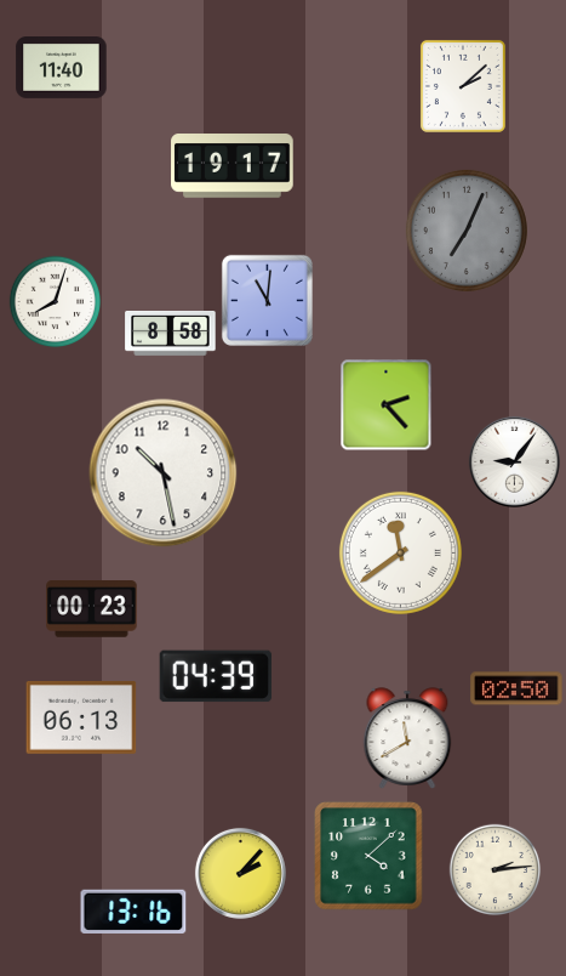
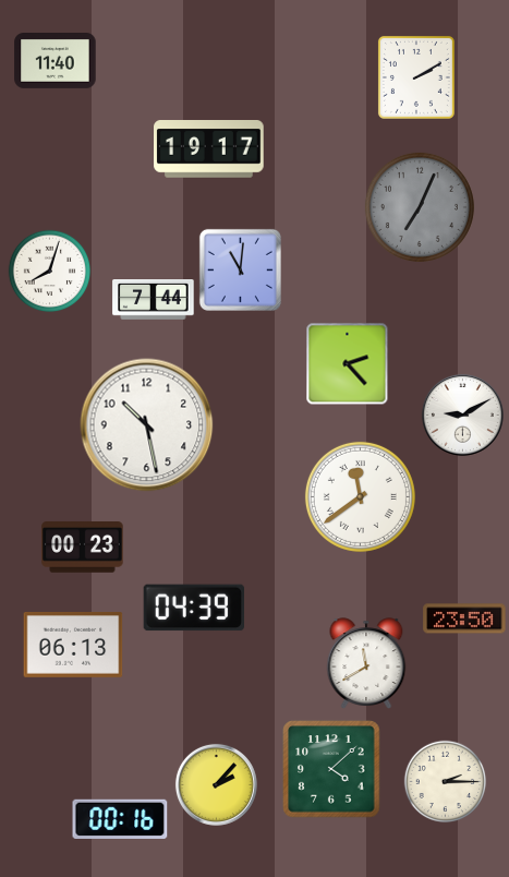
clock at (463, 86): 2:08 -> 2:10
clock at (171, 334): 8:58 -> 7:44
clock at (514, 461): 9:06 -> 9:10
clock at (516, 688): 02:50 -> 23:50
clock at (496, 870): 2:14 -> 2:15
clock at (133, 910): 13:16 -> 00:16
